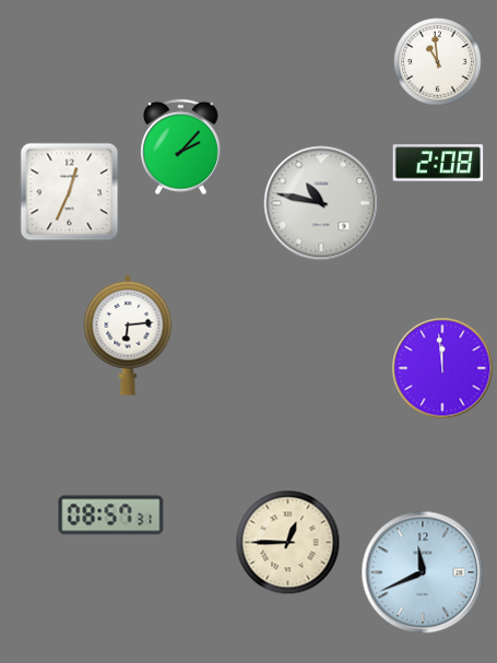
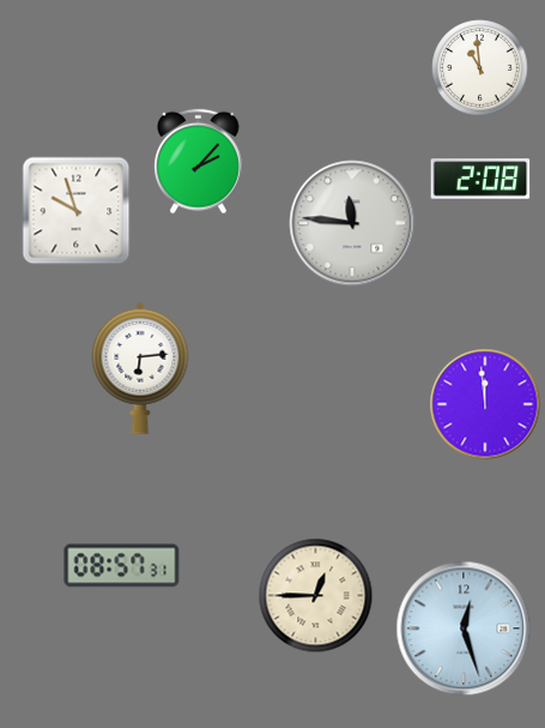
clock at (70, 192): 12:34 -> 9:57
clock at (321, 203): 10:47 -> 11:46
clock at (423, 572): 11:41 -> 12:27
